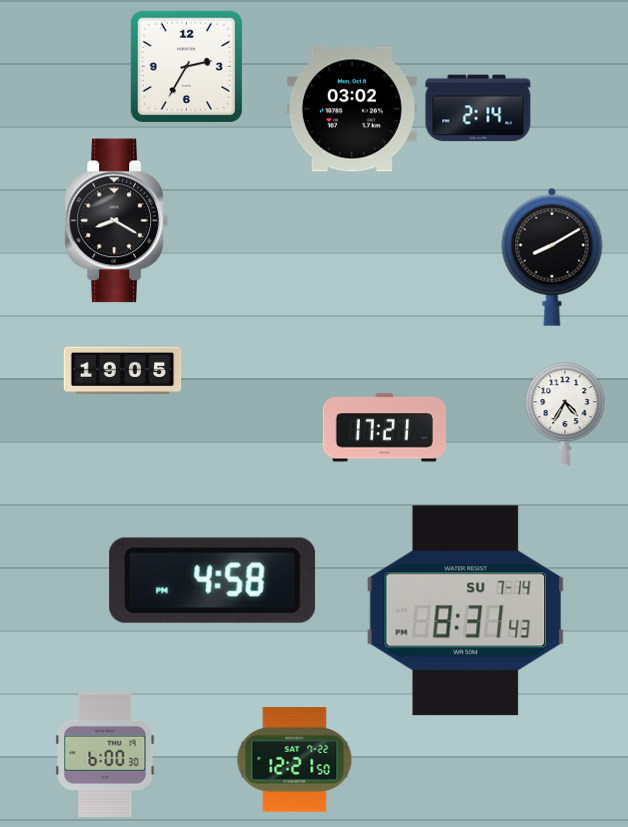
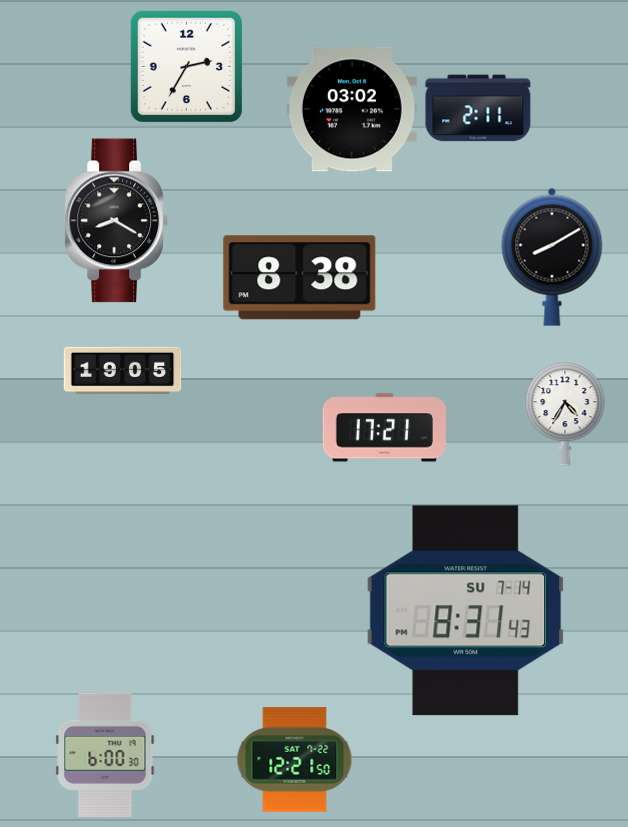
clock at (478, 108): 2:14 -> 2:11
clock at (300, 278): none -> 8:38
clock at (213, 580): 4:58 -> none
